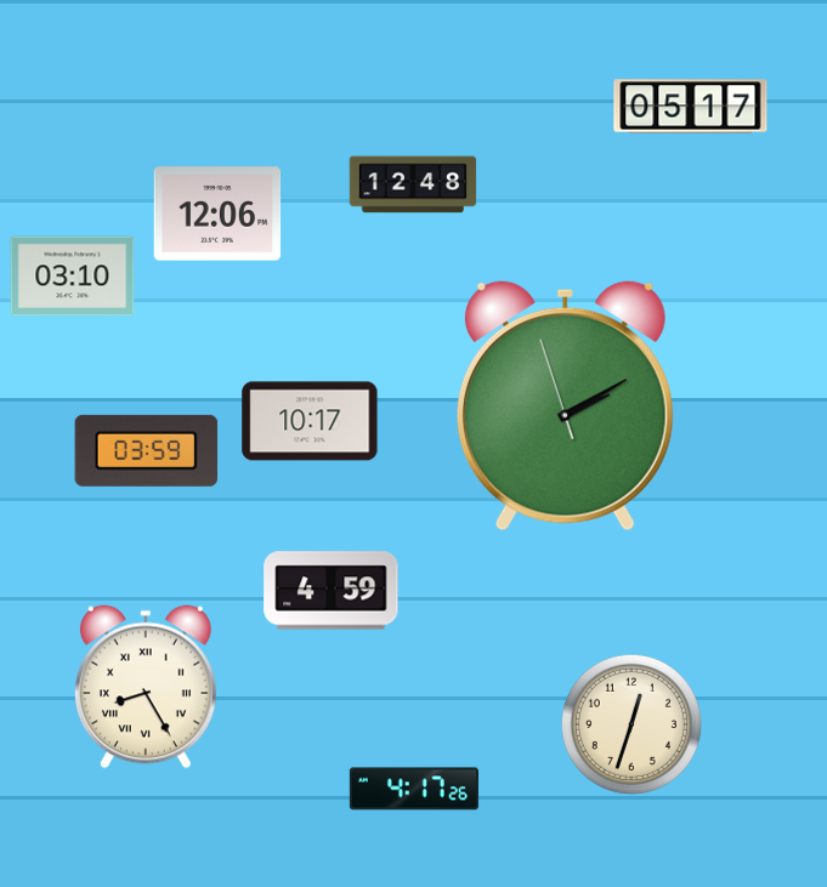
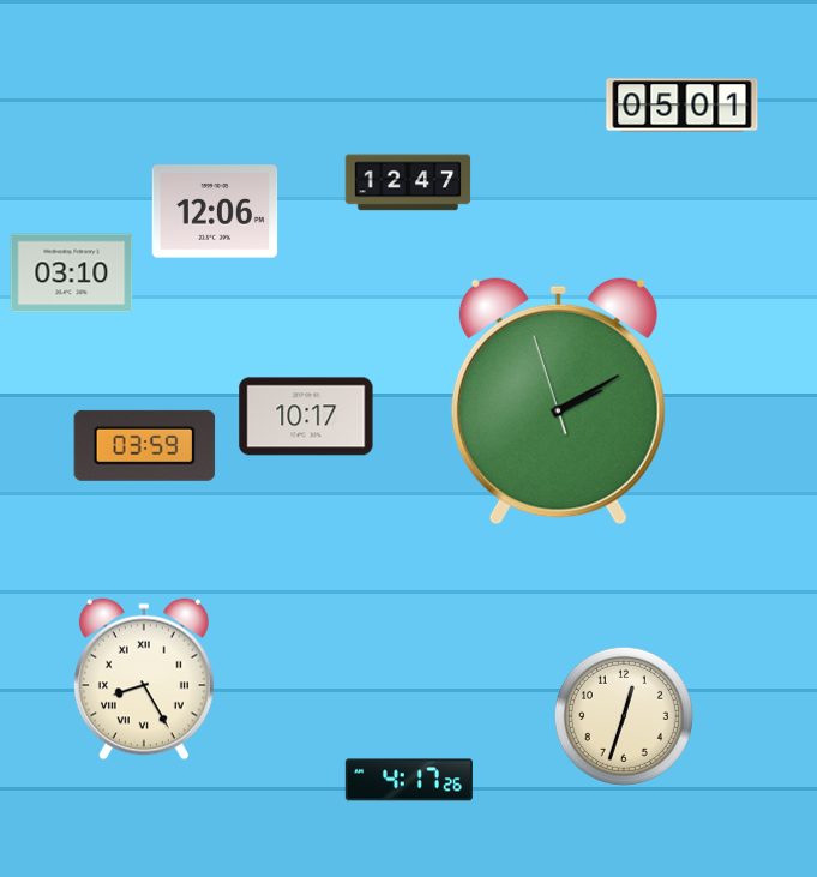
clock at (691, 107): 05:17 -> 05:01
clock at (413, 184): 12:48 -> 12:47
clock at (332, 591): 4:59 -> none
